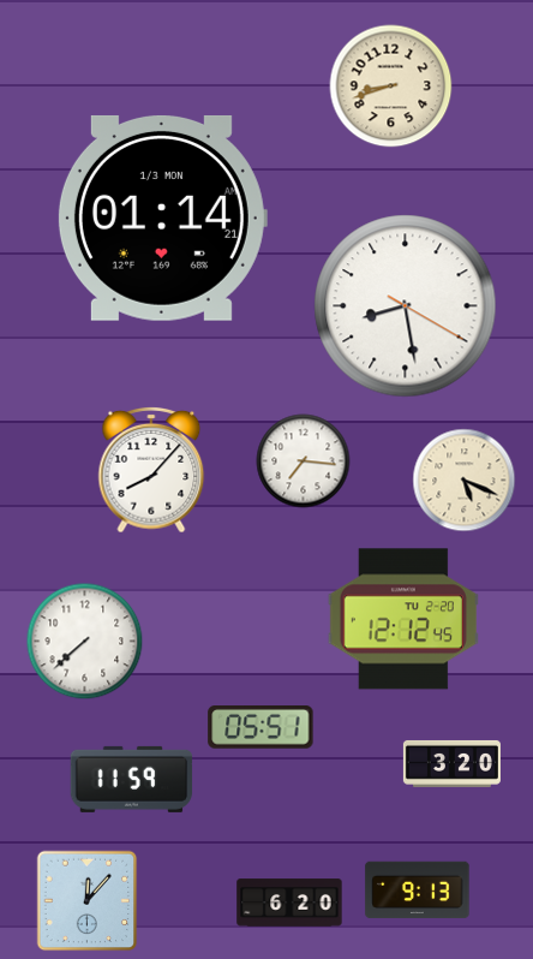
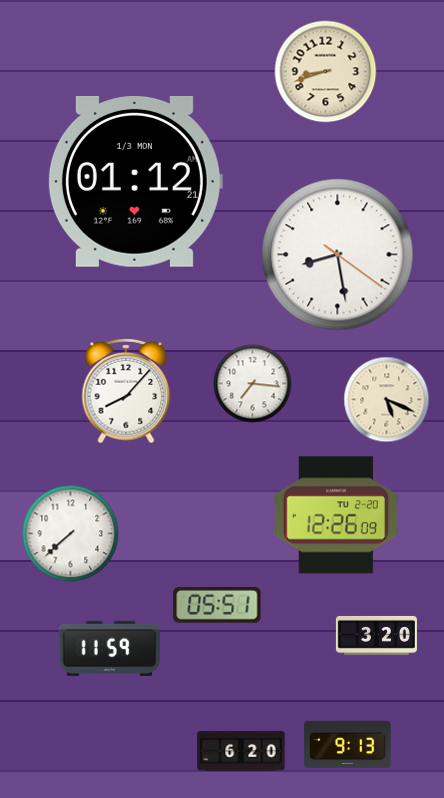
clock at (162, 218): 01:14 -> 01:12
clock at (406, 306): 8:28:20 -> 8:28:21
clock at (403, 619): 12:12 -> 12:26
clock at (418, 890) position: (418, 890) -> (348, 745)
clock at (88, 901): 12:07 -> none
